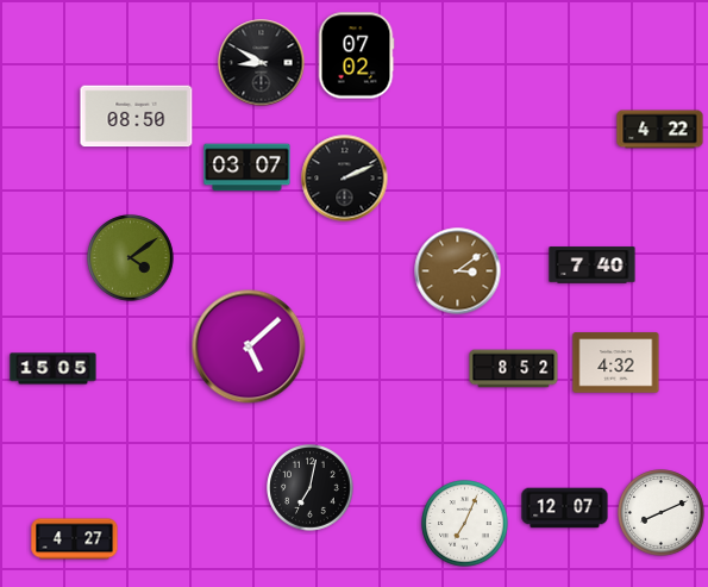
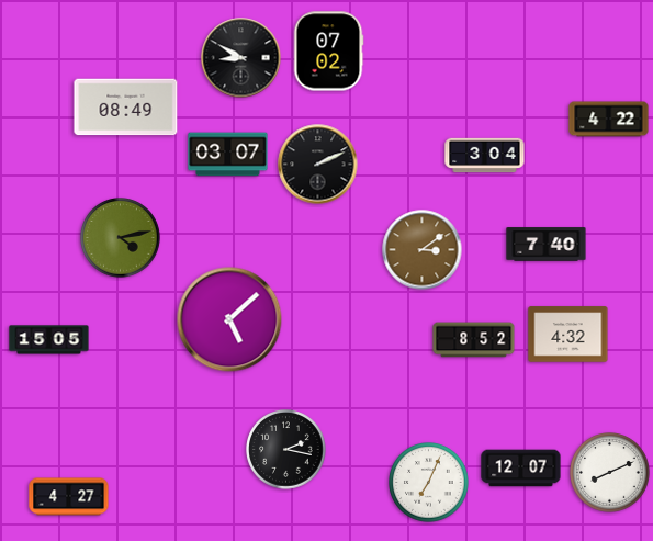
clock at (137, 117): 08:50 -> 08:49
clock at (485, 156): none -> 3:04
clock at (131, 258): 4:09 -> 4:13
clock at (311, 488): 7:02 -> 2:17
